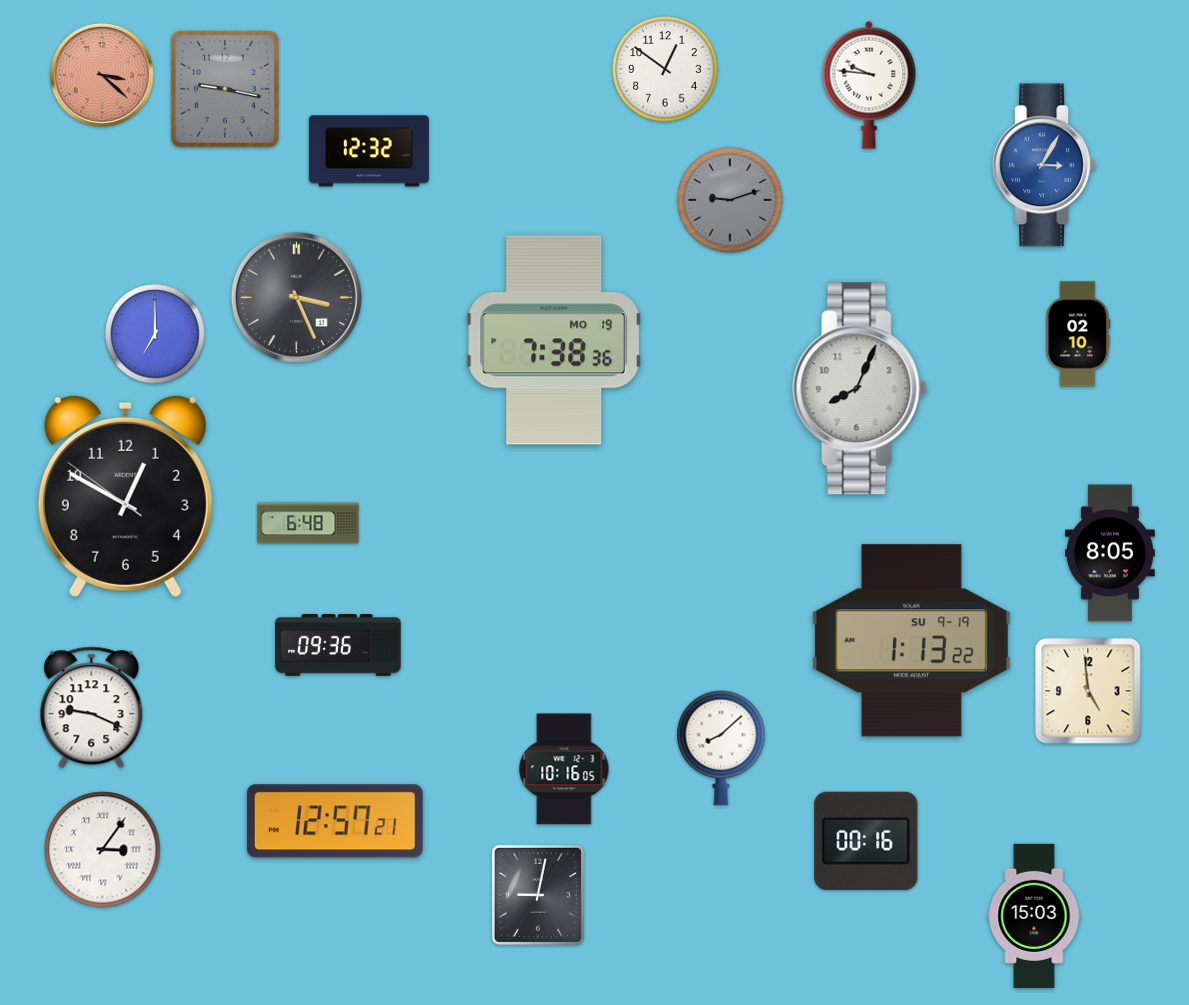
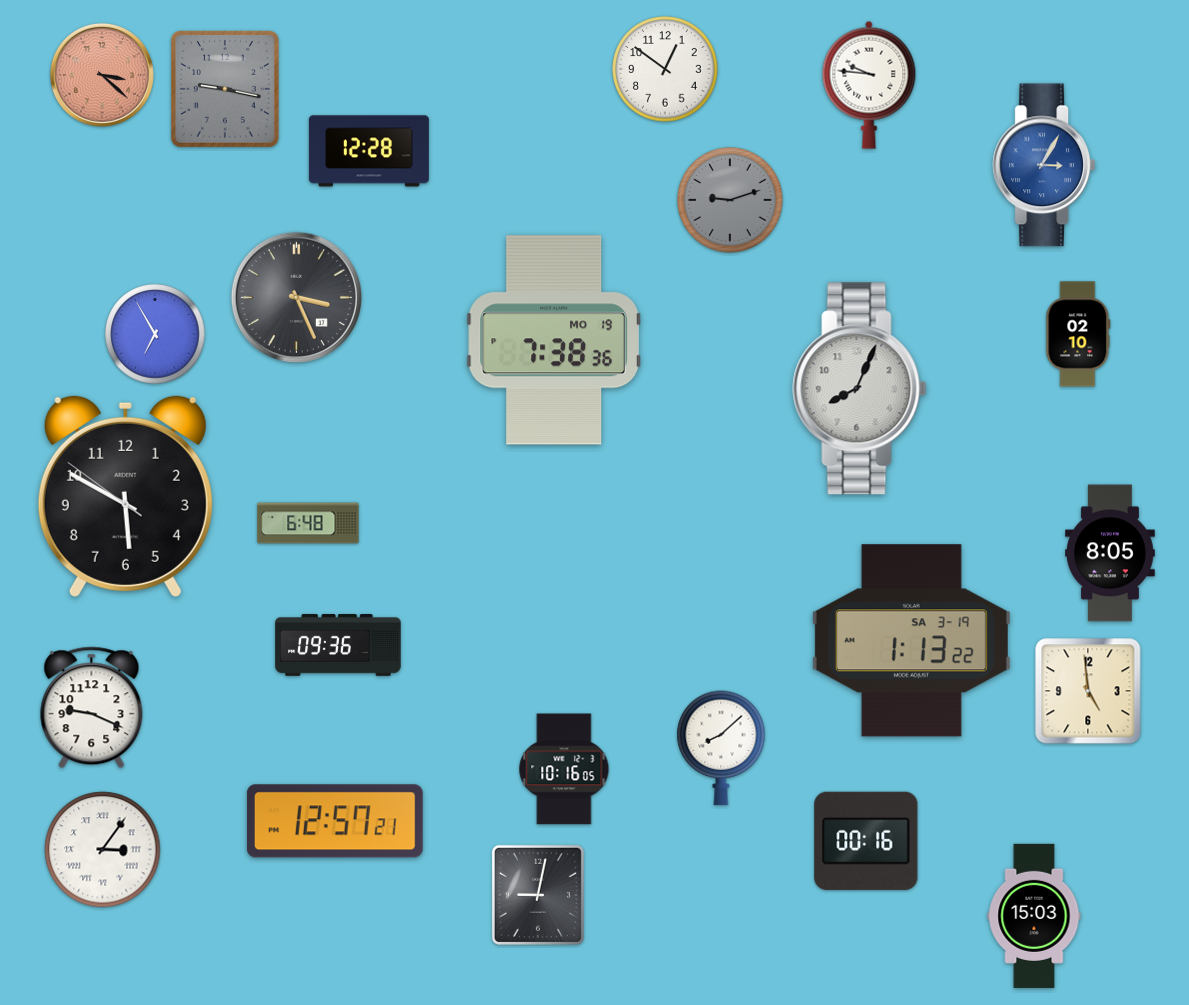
clock at (369, 151): 12:32 -> 12:28
clock at (155, 334): 7:00 -> 6:55
clock at (125, 496): 12:49 -> 5:49
clock at (911, 641) date: SU 9-19 -> SA 3-19
